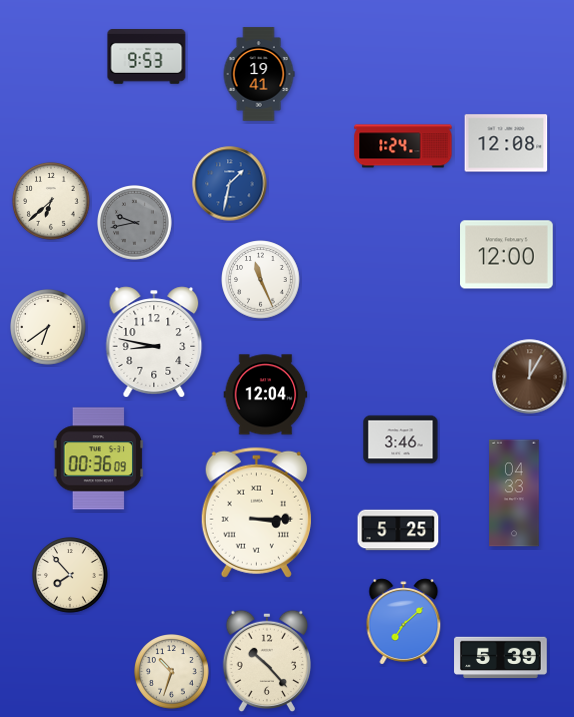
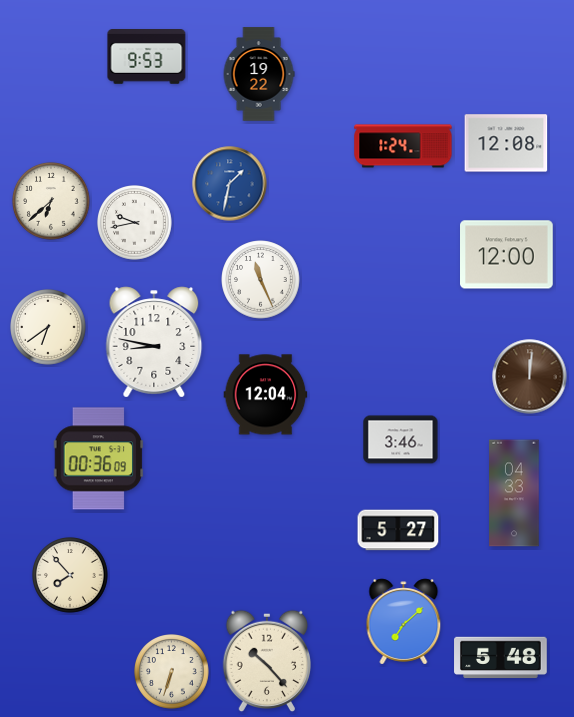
clock at (259, 74): 19:41 -> 19:22
clock at (135, 223) dial: grey -> white
clock at (530, 377): 12:05 -> 12:01
clock at (256, 512): 3:15 -> none
clock at (398, 530): 5:25 -> 5:27
clock at (501, 658): 5:39 -> 5:48
clock at (172, 672): 10:33 -> 6:33
